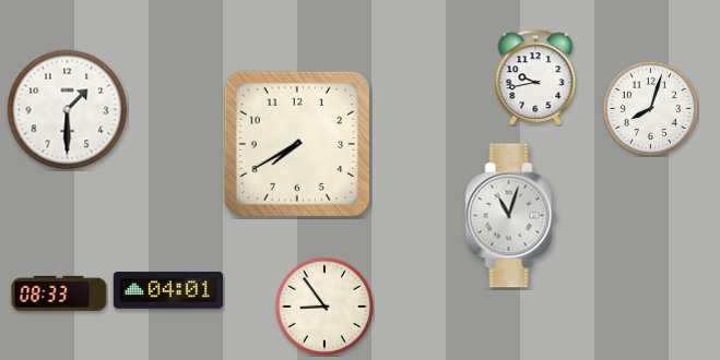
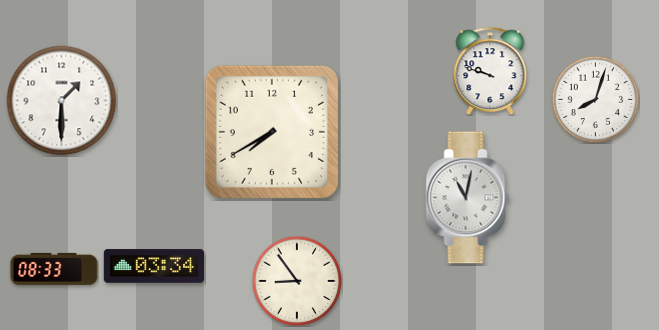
clock at (535, 77): 9:43 -> 9:48
clock at (511, 216): 11:03 -> 11:02
clock at (168, 290): 04:01 -> 03:34
